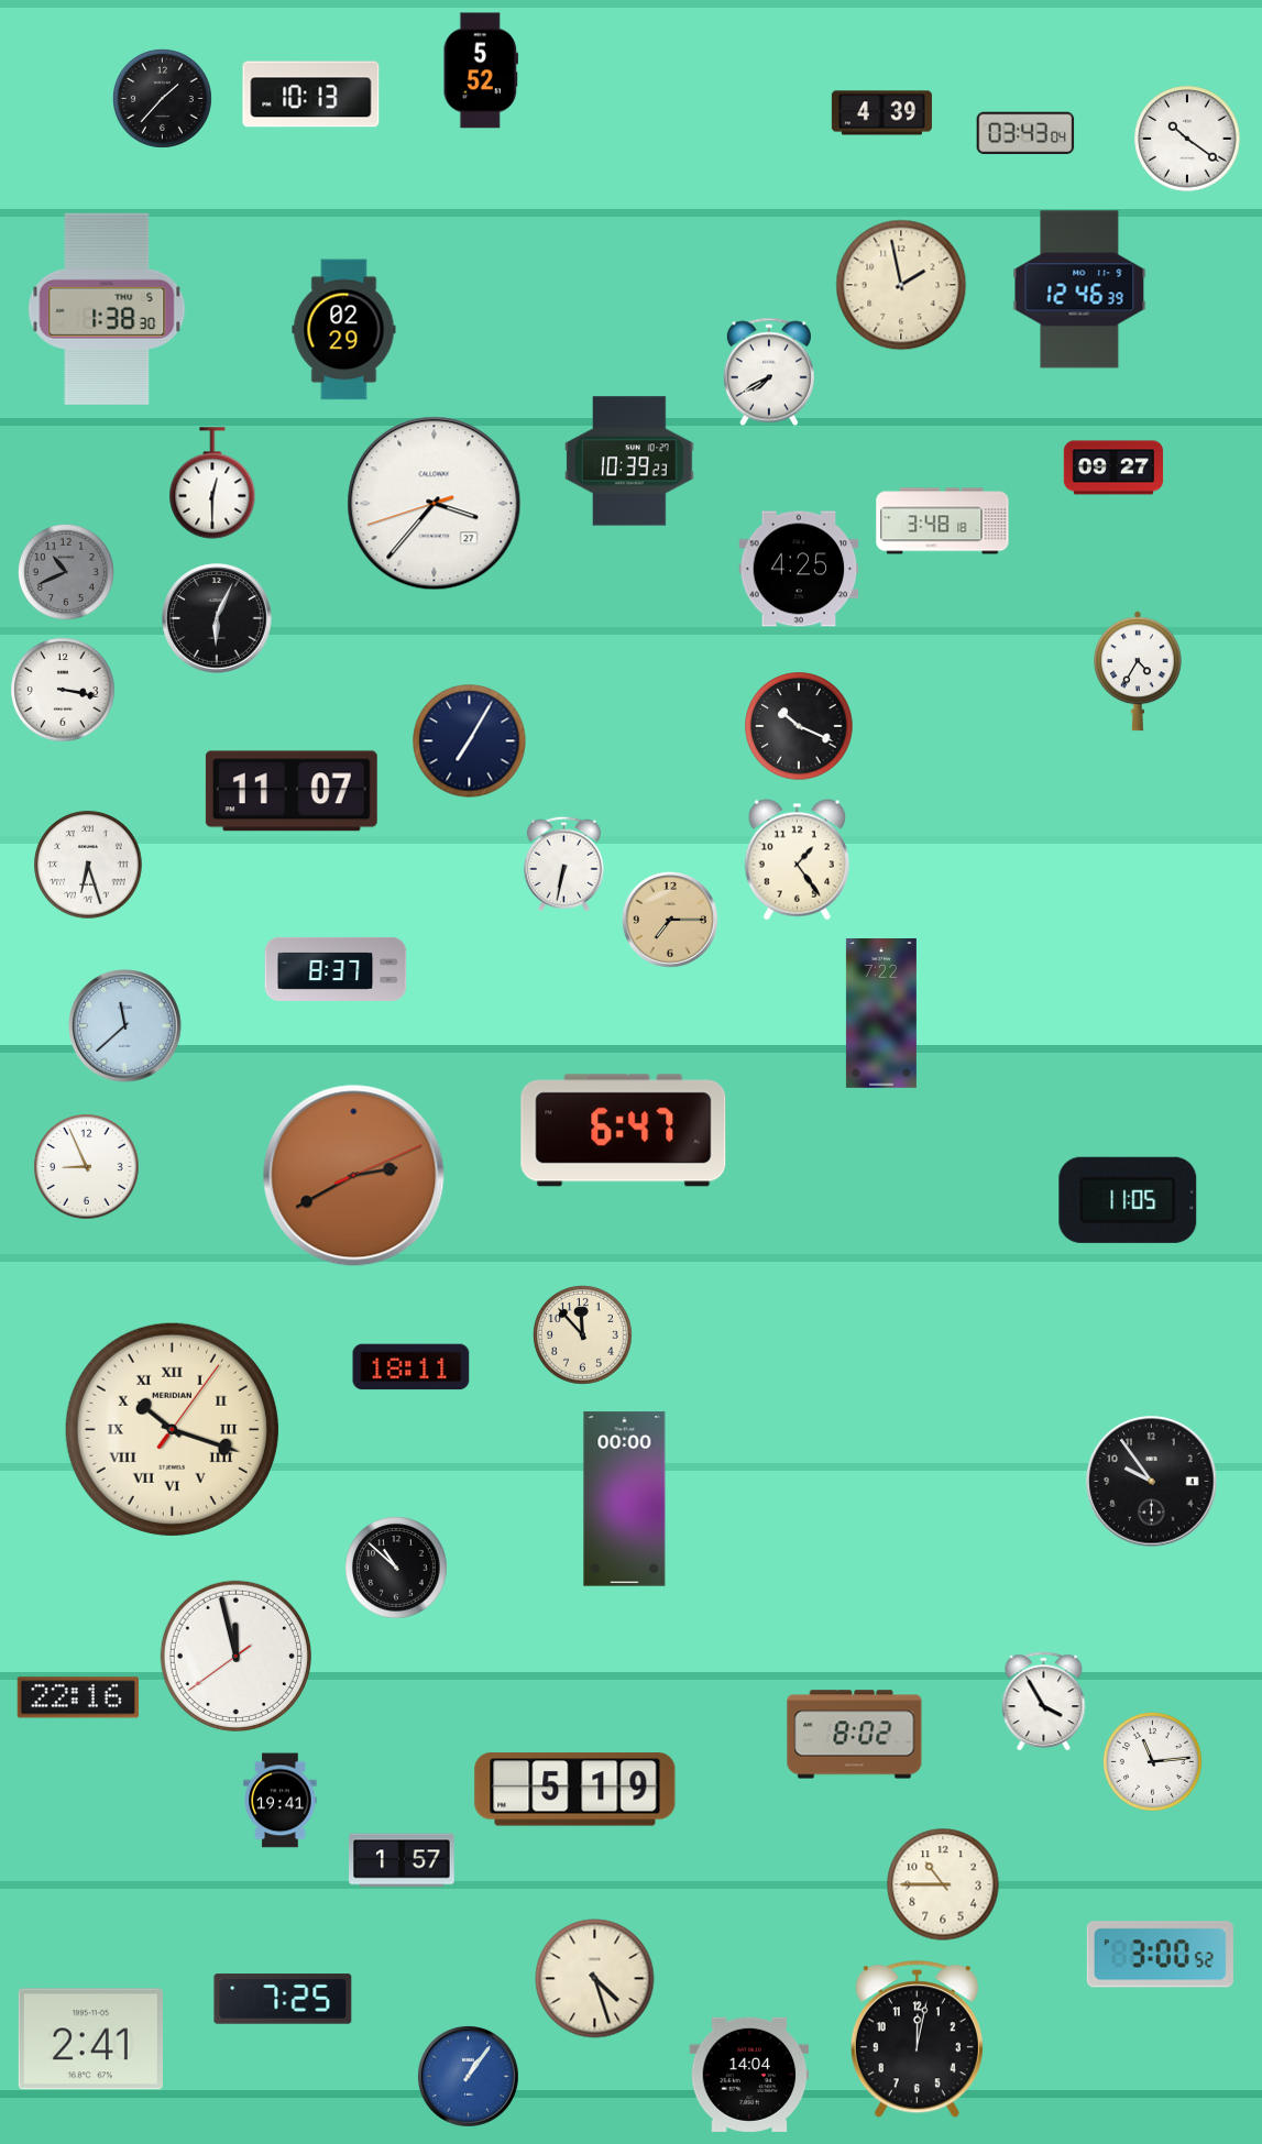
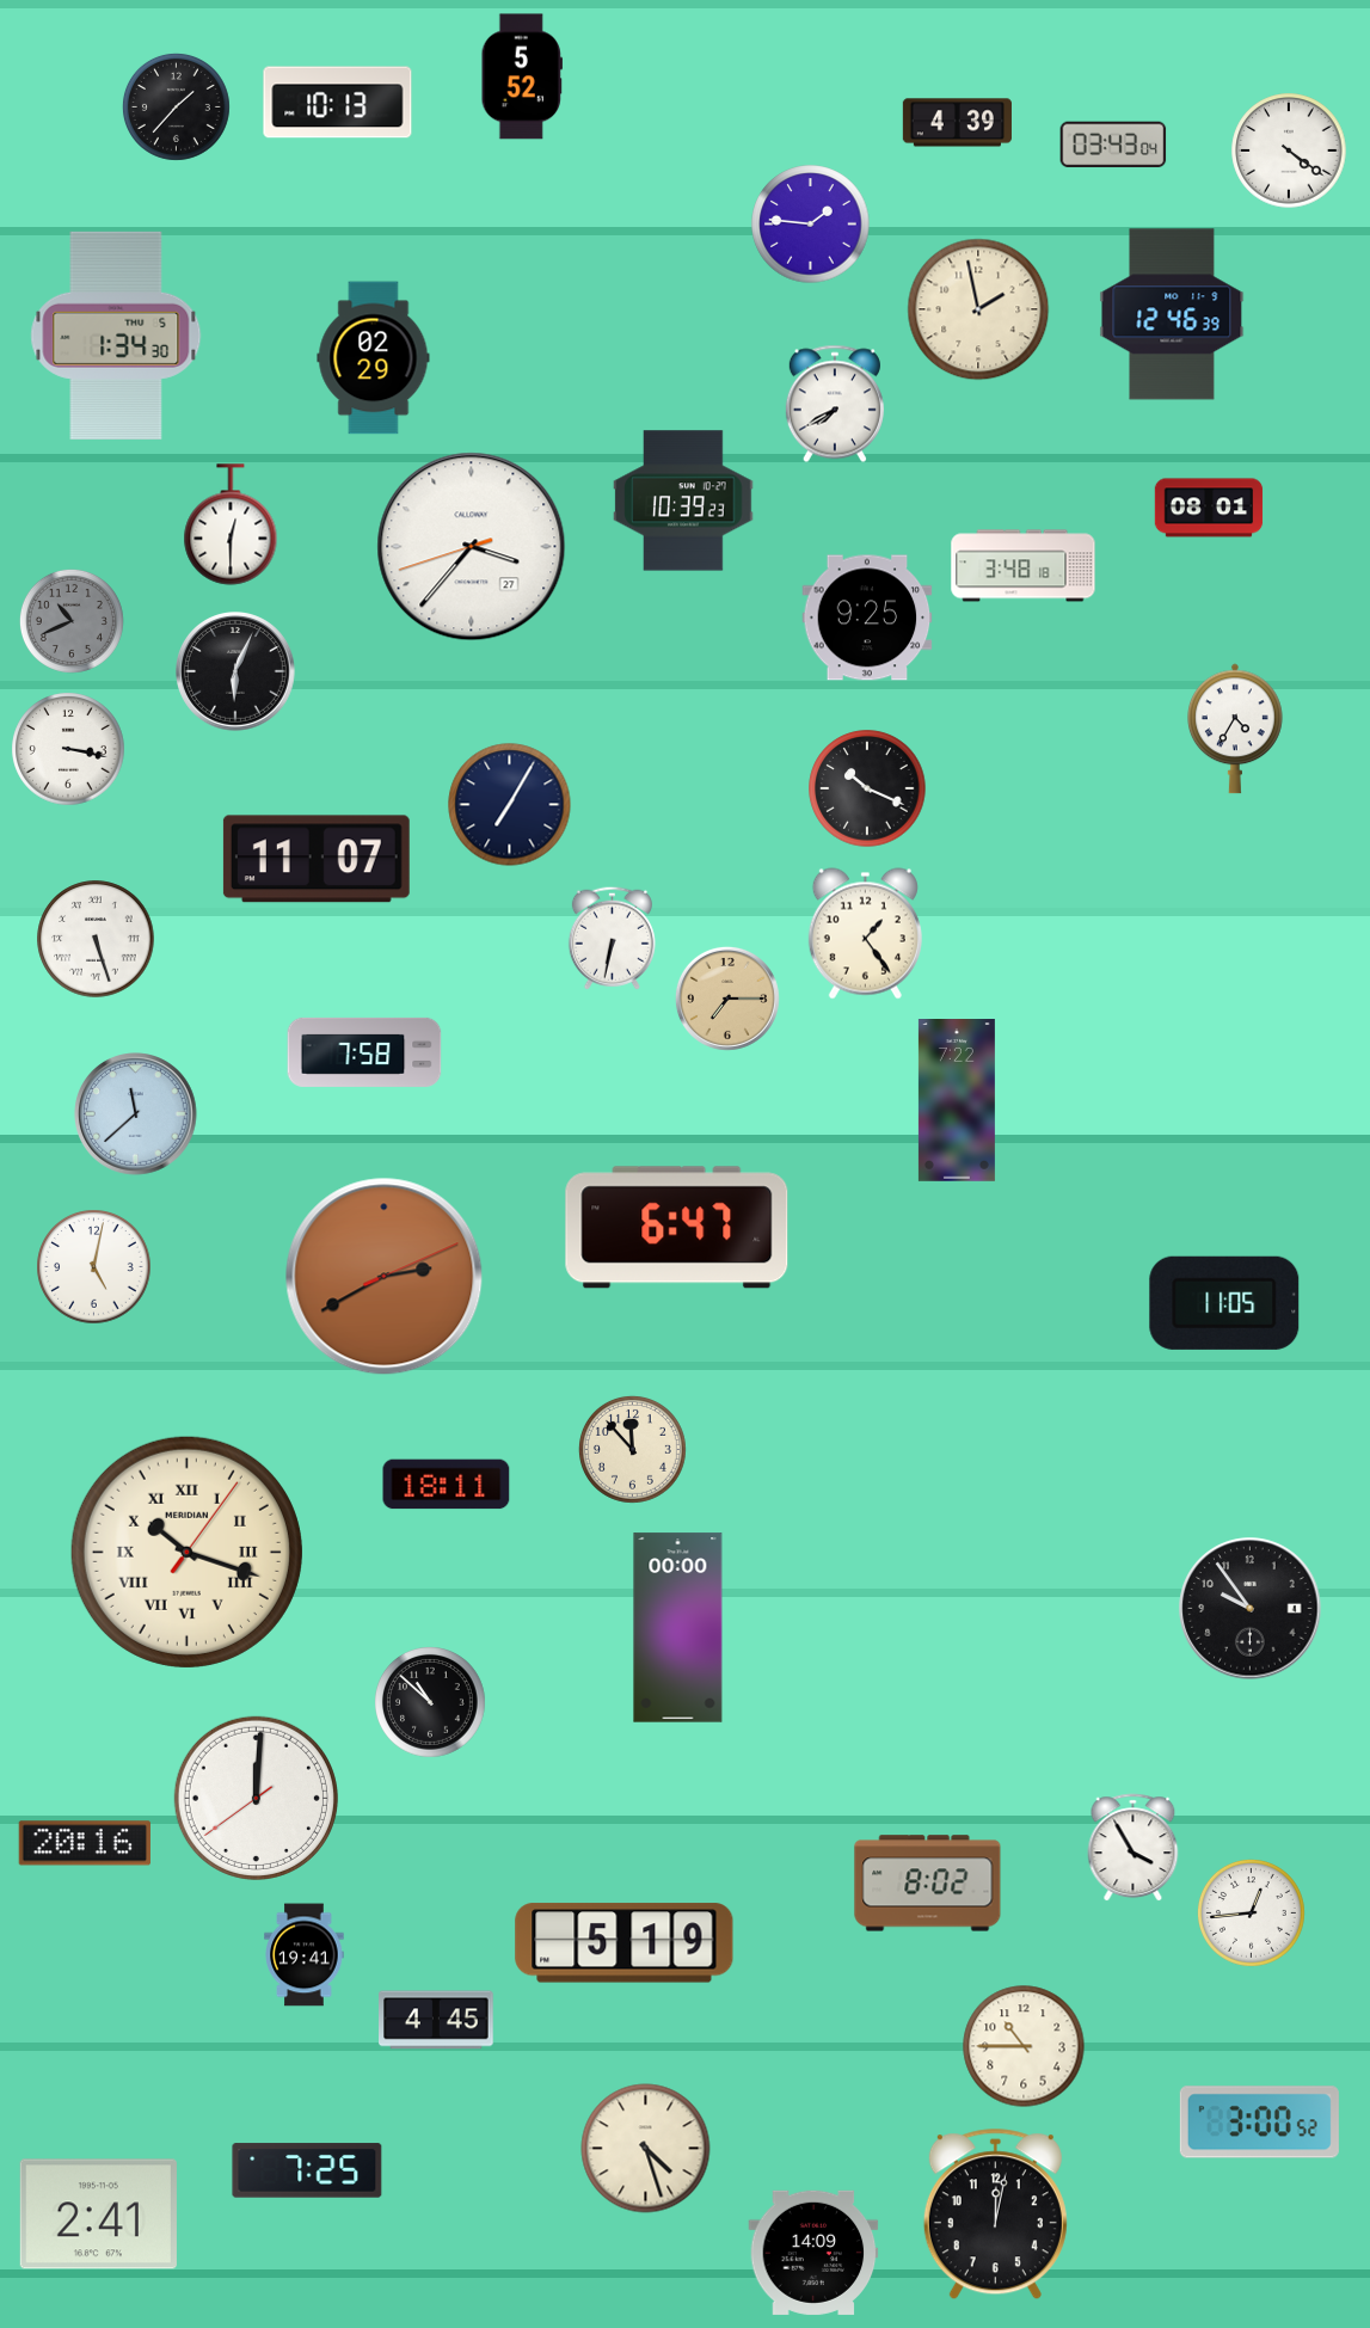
clock at (1187, 139): 10:21 -> 4:21
clock at (811, 225): none -> 1:46
clock at (107, 309): 1:38 -> 1:34
clock at (1113, 468): 09:27 -> 08:01
clock at (799, 569): 4:25 -> 9:25
clock at (88, 865): 6:27 -> 5:27
clock at (336, 969): 8:37 -> 7:58
clock at (87, 1167): 8:56 -> 5:02
clock at (235, 1656): 11:57 -> 12:00
clock at (78, 1697): 22:16 -> 20:16
clock at (1152, 1761): 11:14 -> 12:44
clock at (402, 1860): 1:57 -> 4:45
clock at (749, 2075): 14:04 -> 14:09
clock at (468, 2076): 1:06 -> none
